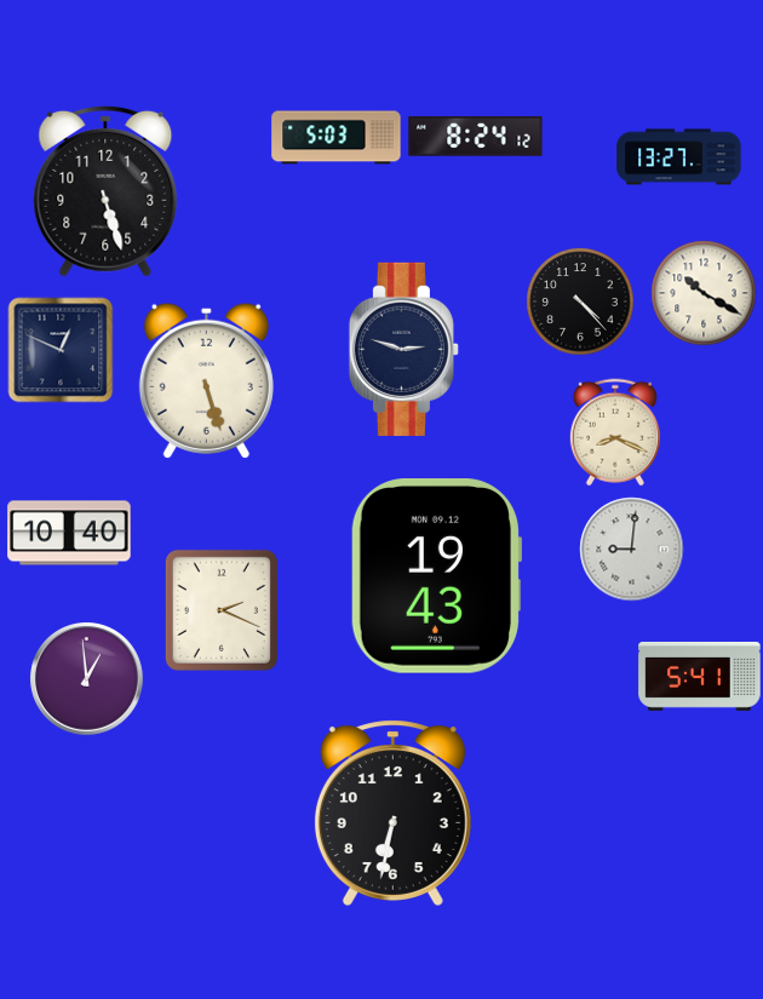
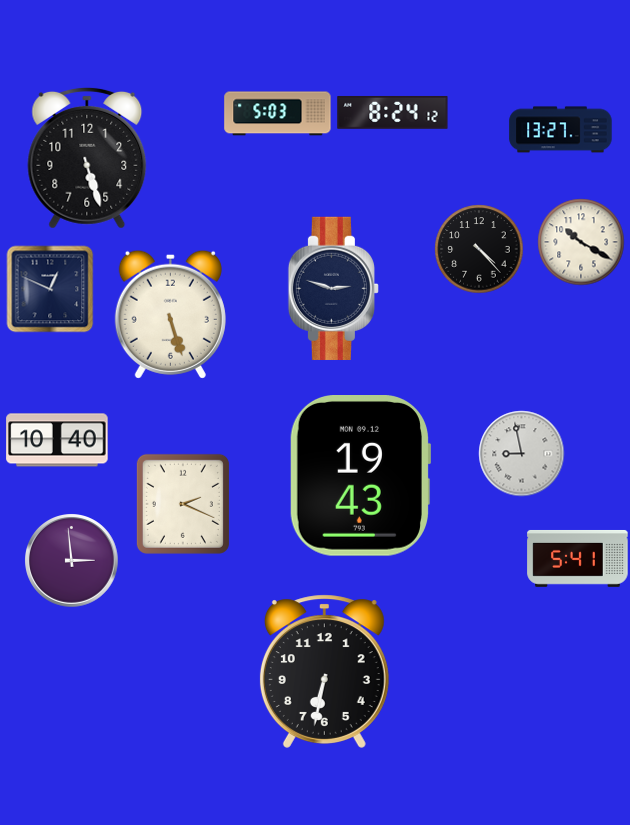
clock at (615, 432): 8:19 -> none
clock at (631, 549): 9:01 -> 8:58
clock at (87, 679): 12:59 -> 2:59
